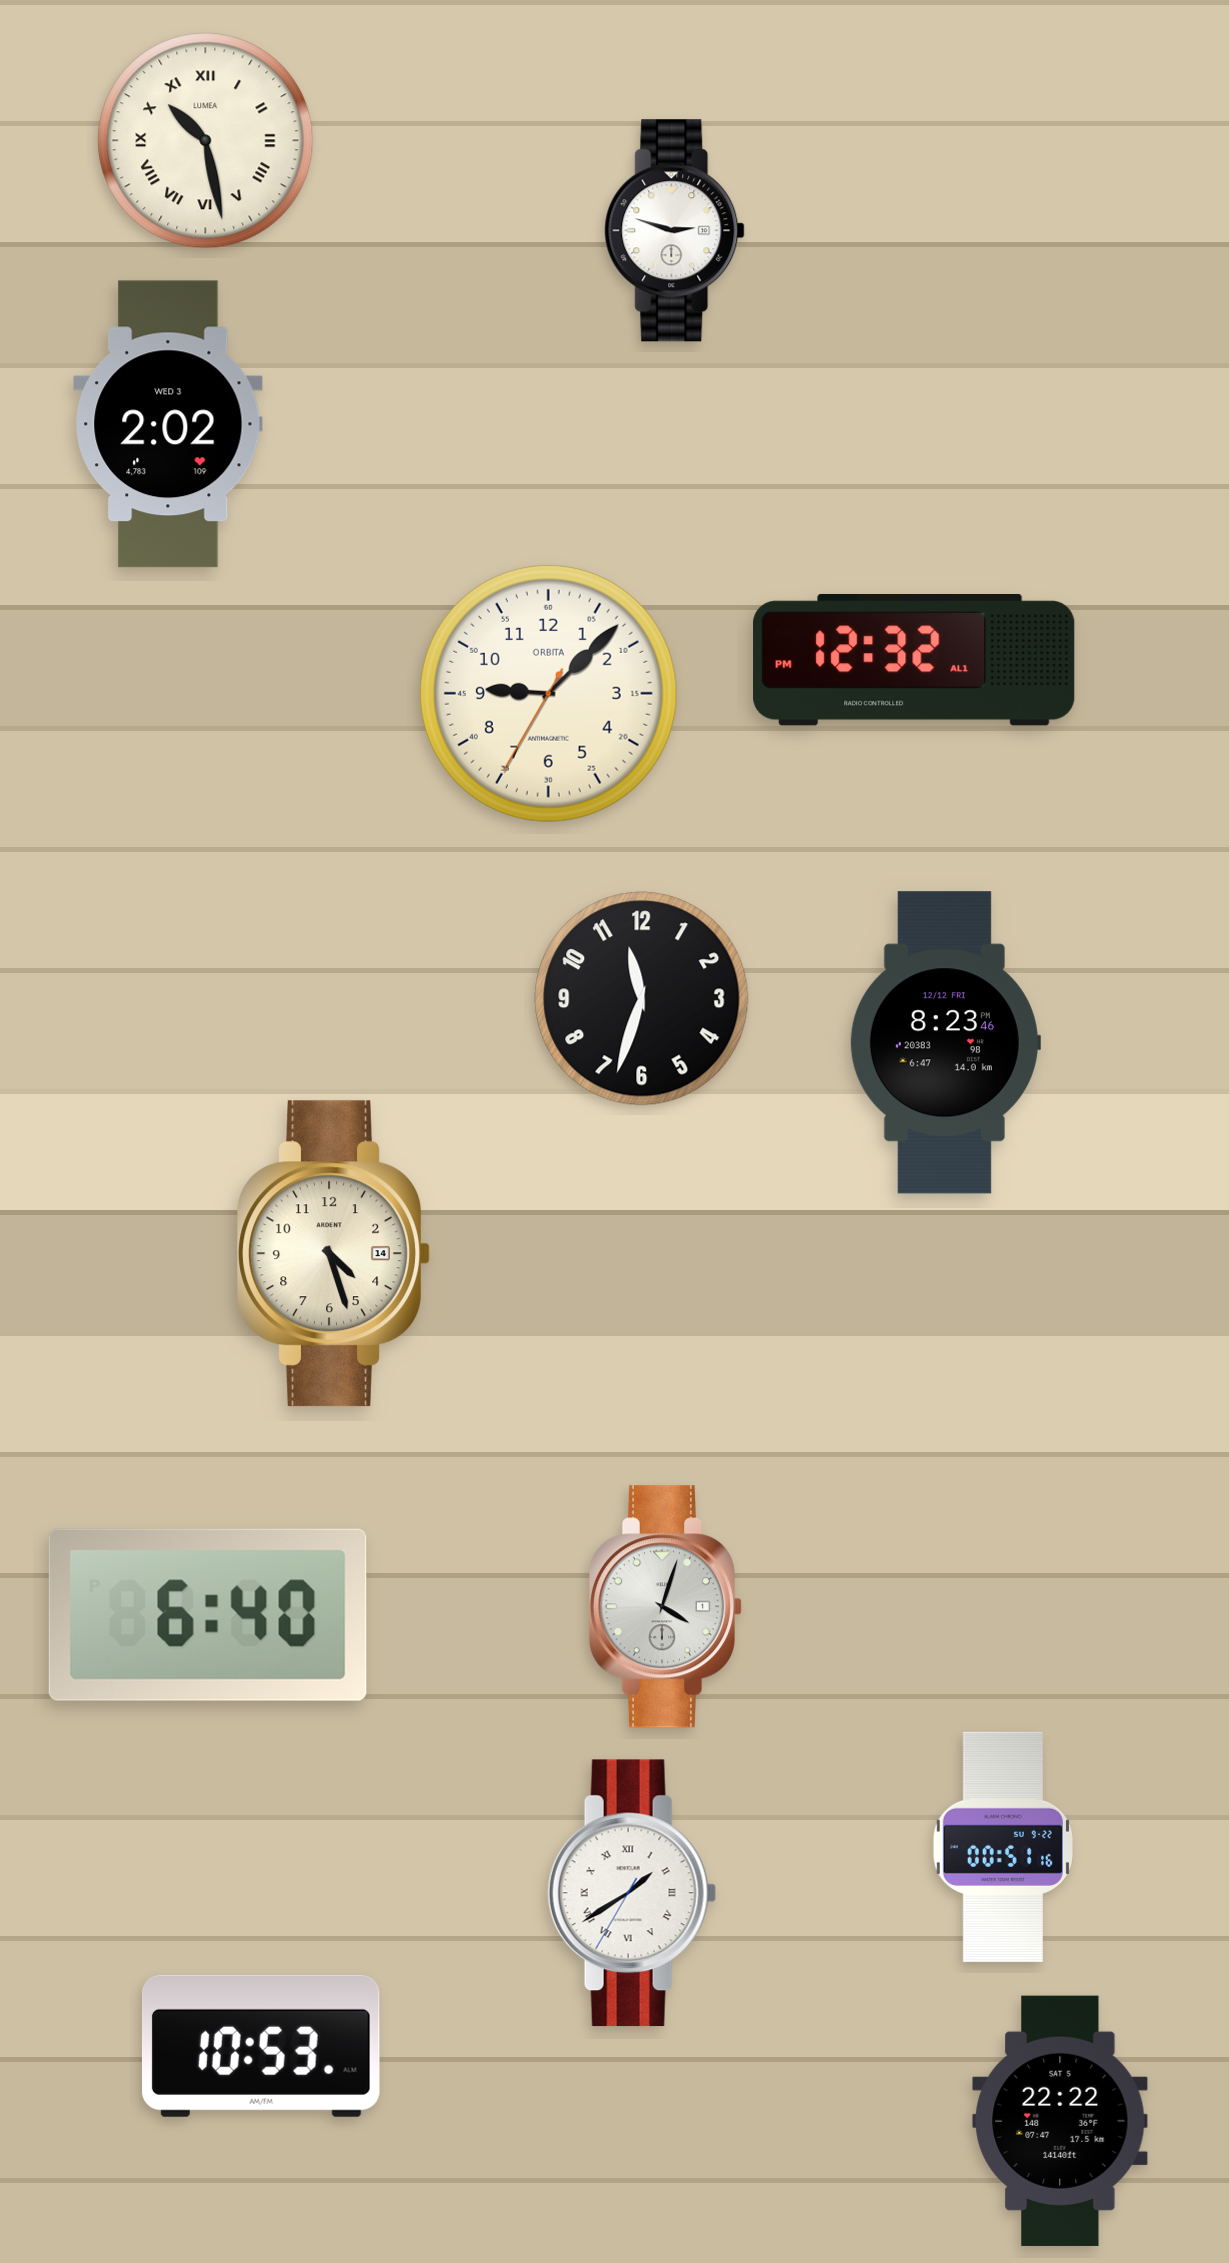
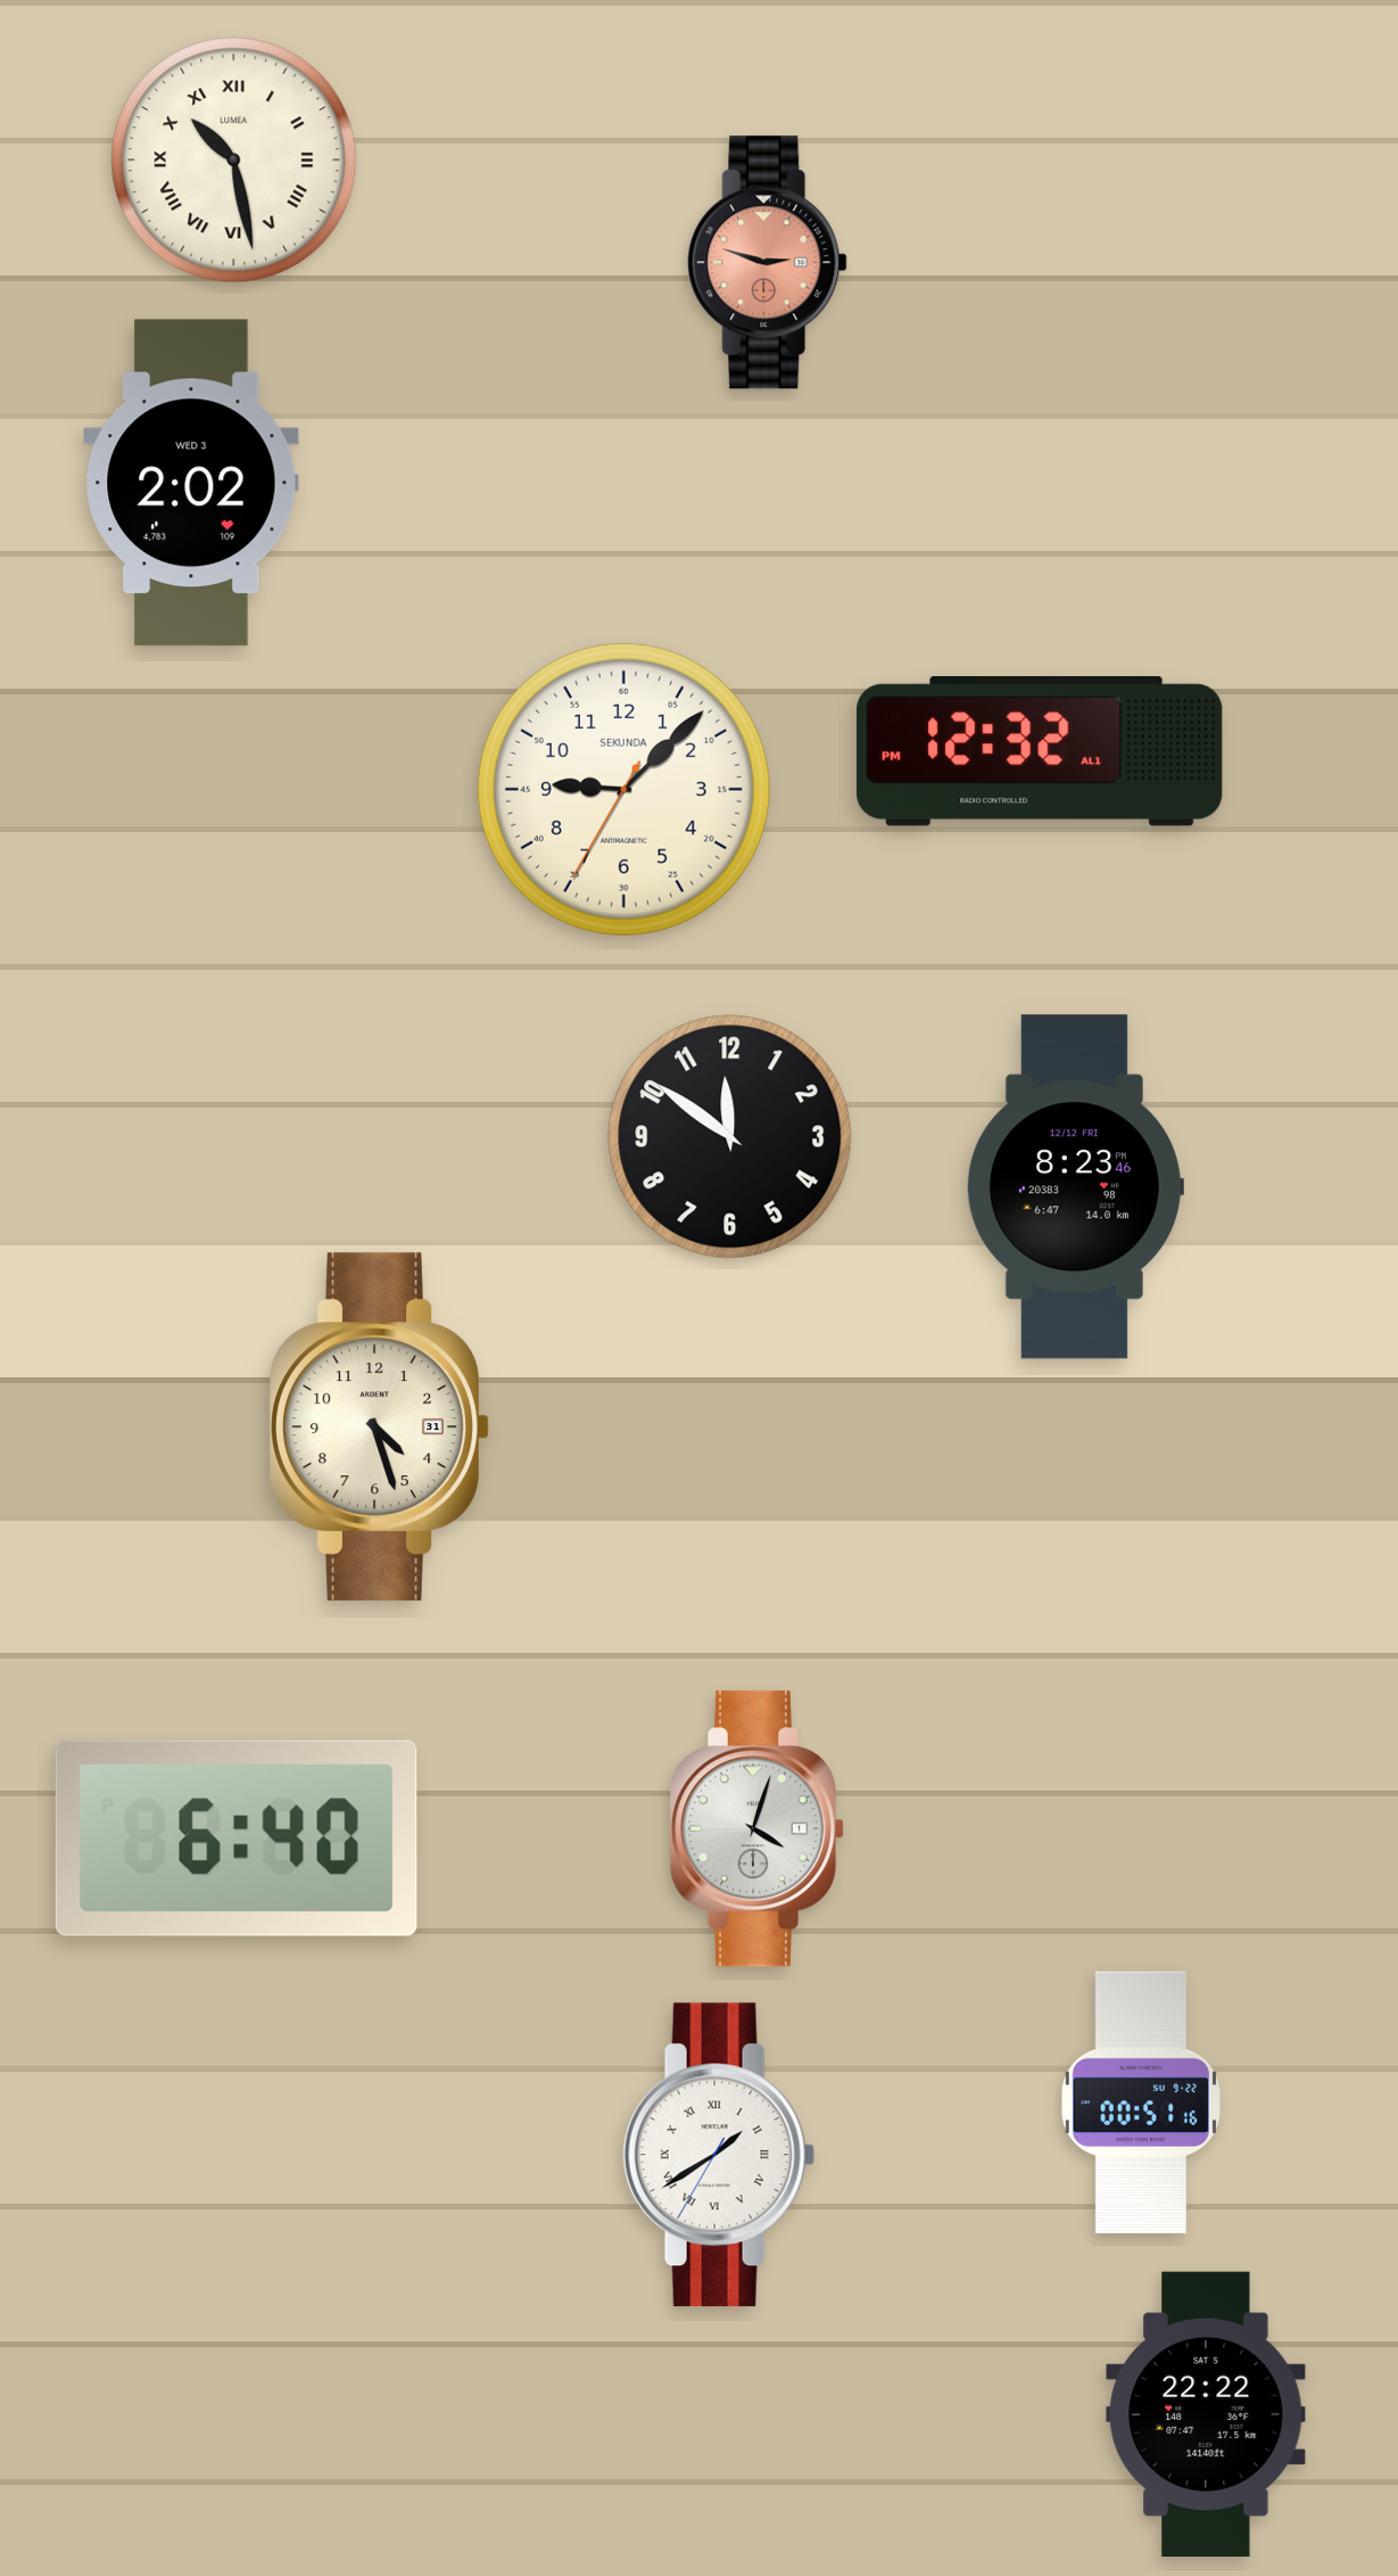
clock at (675, 231) dial: white -> salmon
clock at (548, 693) brand: ORBITA -> SEKUNDA
clock at (642, 999): 11:33 -> 11:51
clock at (333, 1254) date: 14 -> 31
clock at (261, 2046): 10:53 -> none
